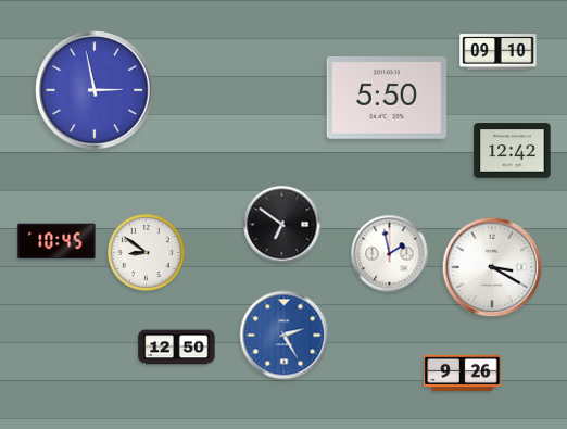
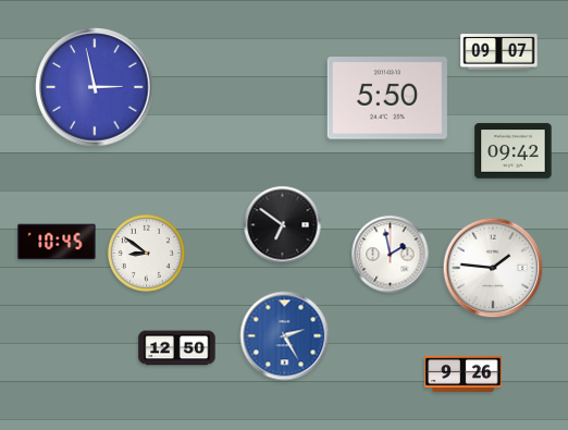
clock at (499, 52): 09:10 -> 09:07
clock at (94, 90) position: (94, 90) -> (95, 87)
clock at (513, 151): 12:42 -> 09:42
clock at (492, 267): 3:20 -> 1:46
